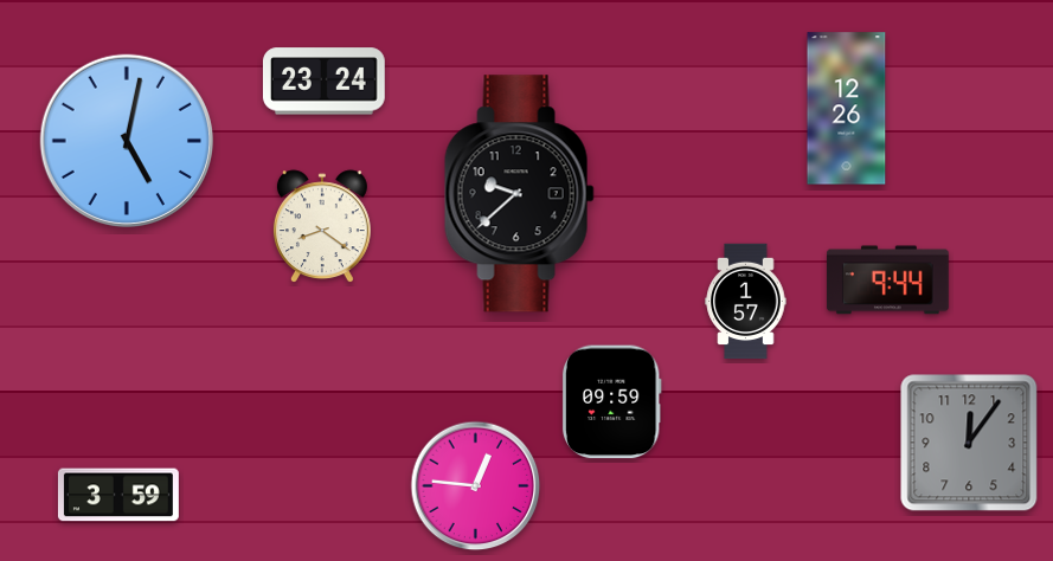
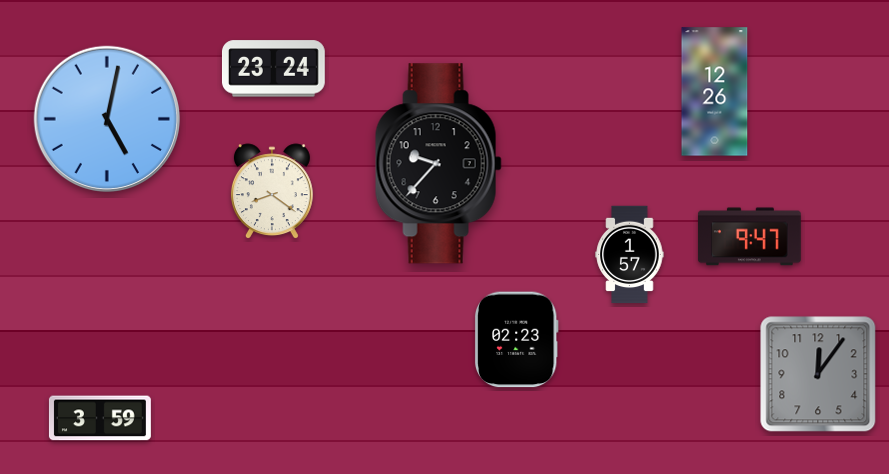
clock at (519, 194): 9:38 -> 9:37
clock at (887, 280): 9:44 -> 9:47
clock at (611, 402): 09:59 -> 02:23
clock at (476, 486): 12:46 -> none
